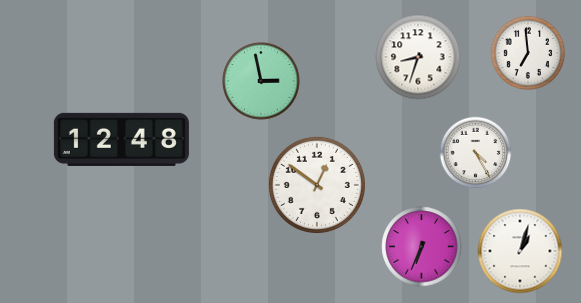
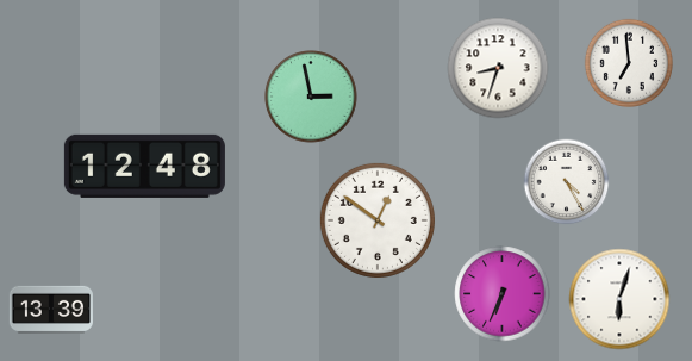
clock at (520, 251): 1:03 -> 6:03
clock at (51, 310): none -> 13:39
